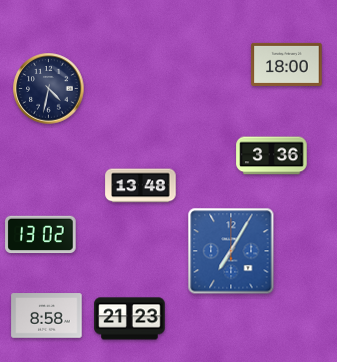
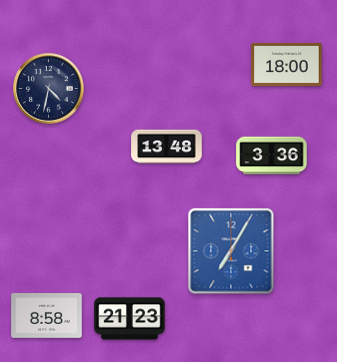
clock at (141, 186) position: (141, 186) -> (167, 147)
clock at (41, 235): 13:02 -> none
